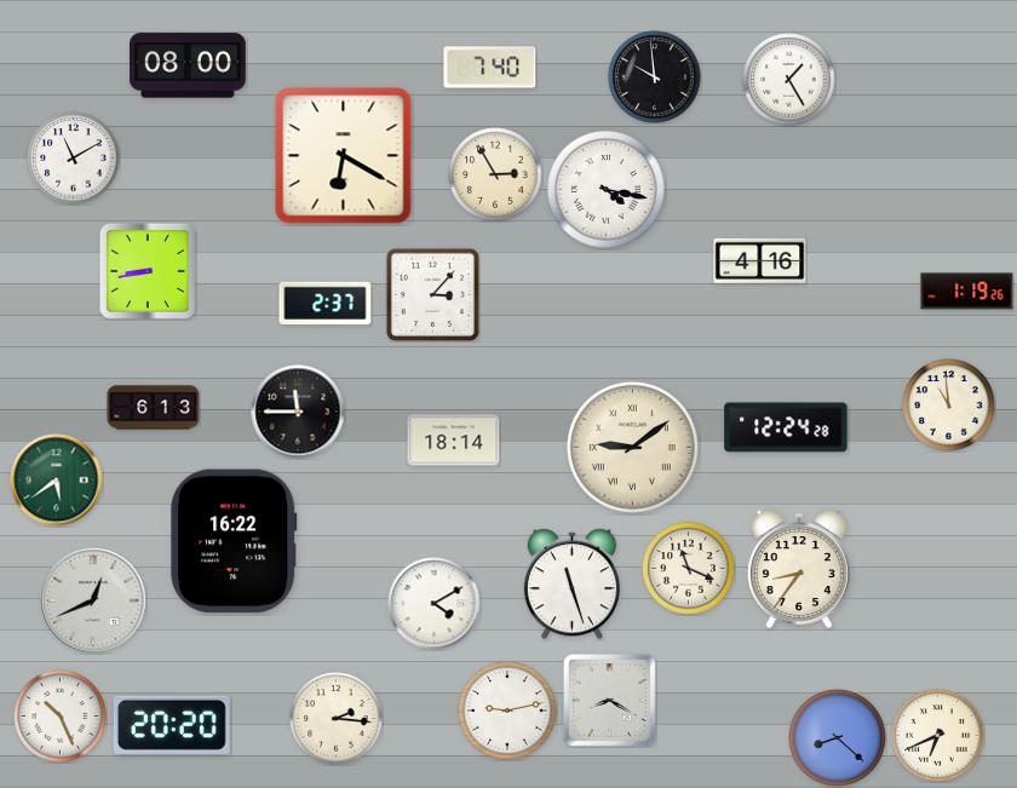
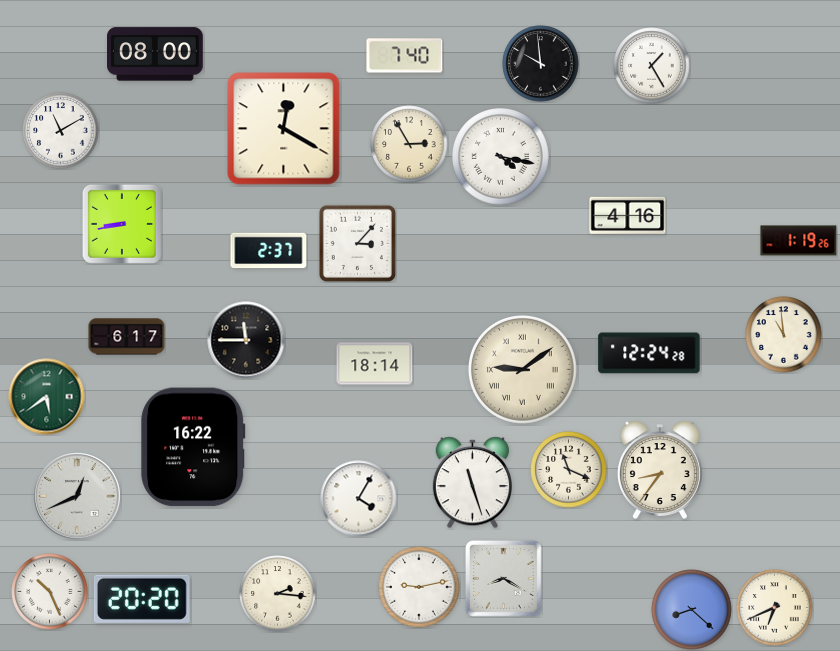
clock at (344, 156): 6:20 -> 12:20
clock at (154, 408): 6:13 -> 6:17
clock at (435, 604): 4:10 -> 4:05
